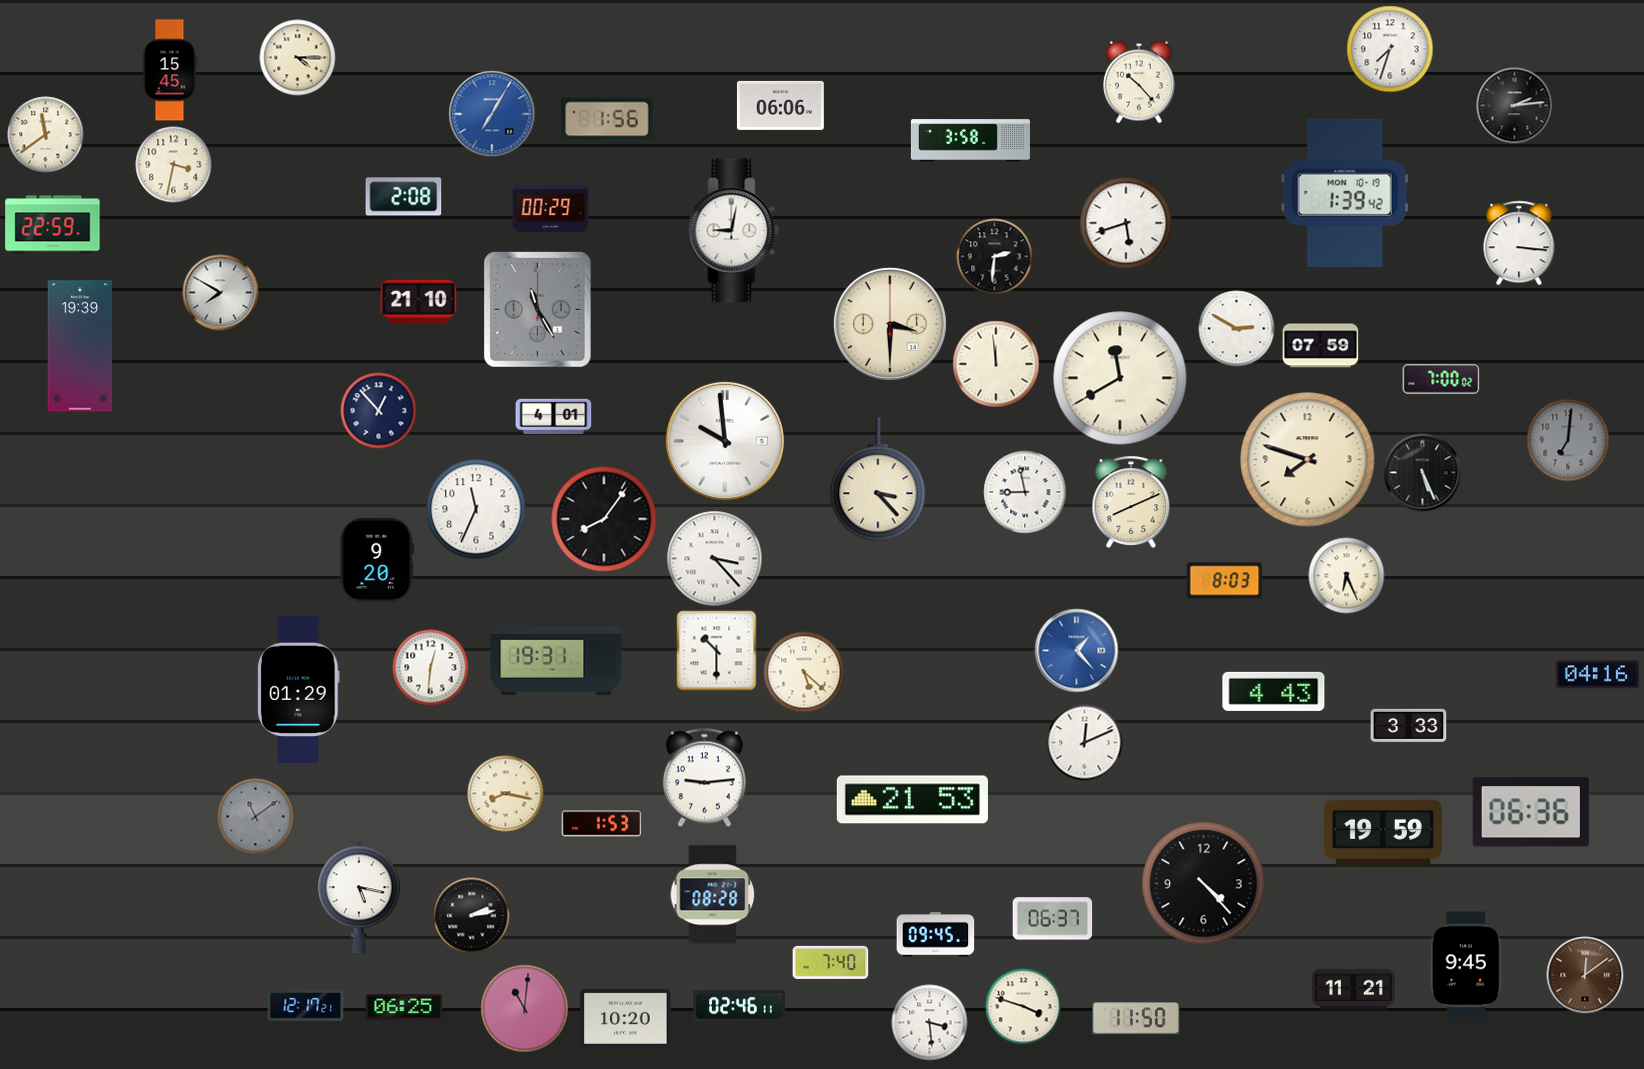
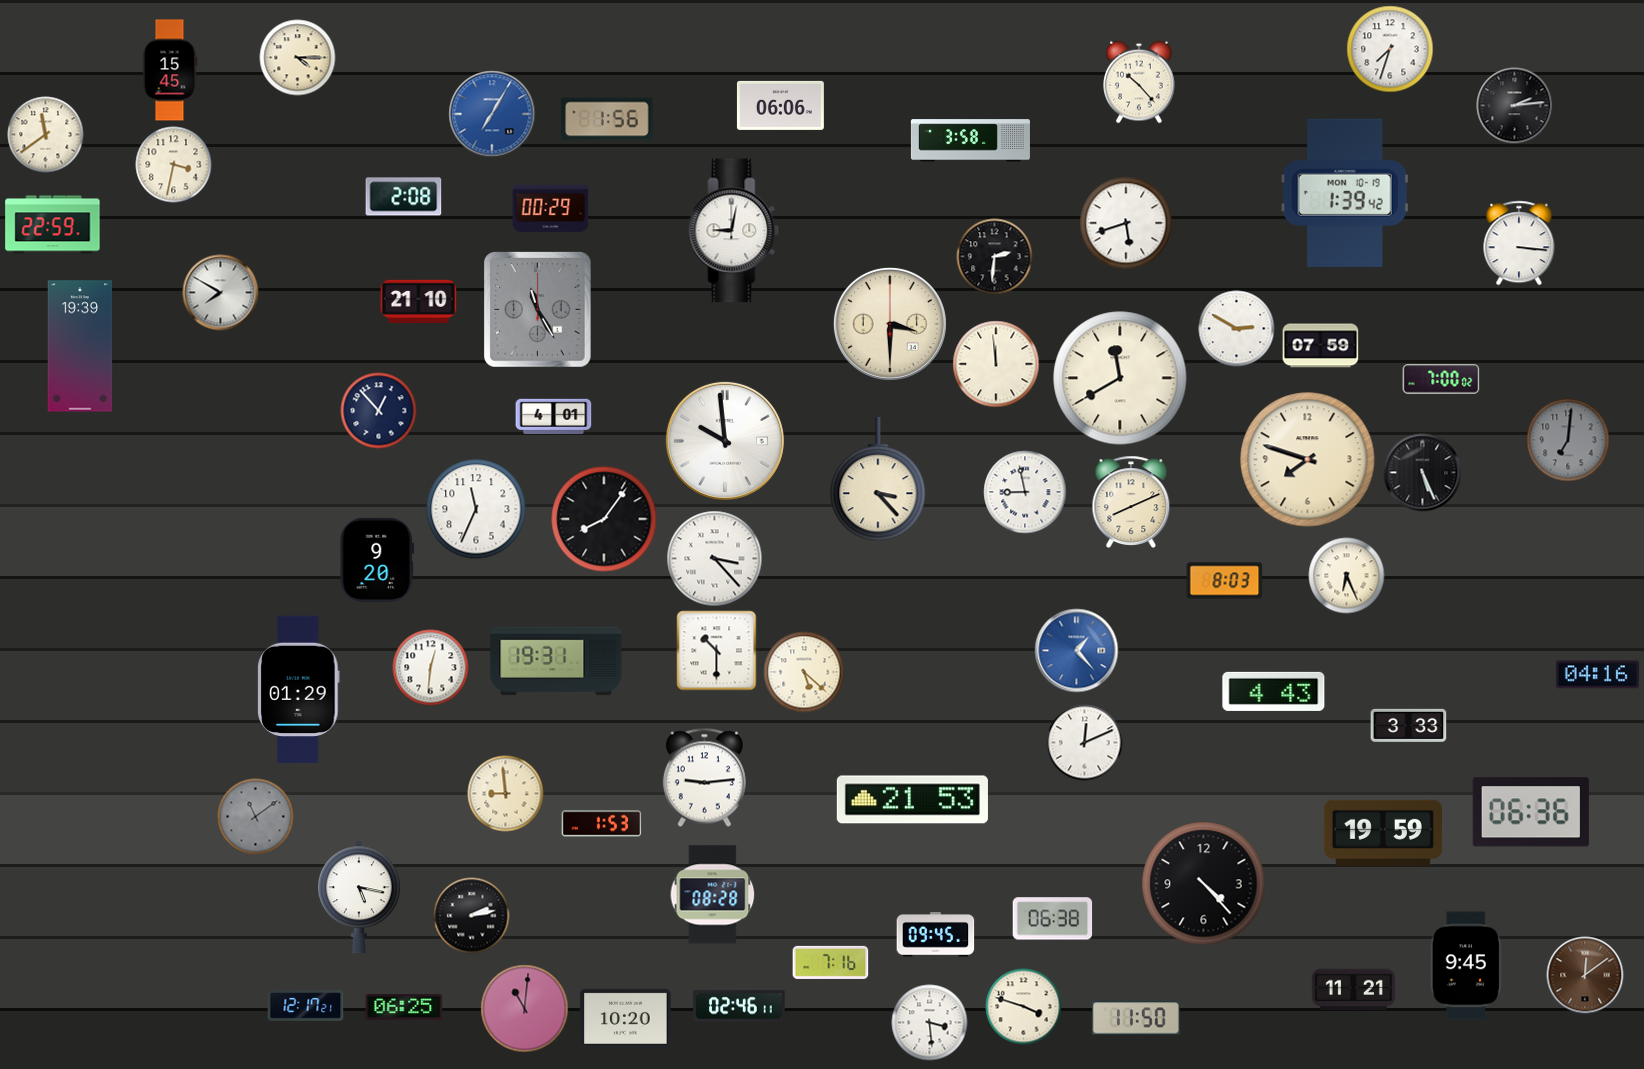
clock at (506, 794): 8:17 -> 8:59
clock at (1053, 919): 06:37 -> 06:38
clock at (831, 962): 7:40 -> 7:16
